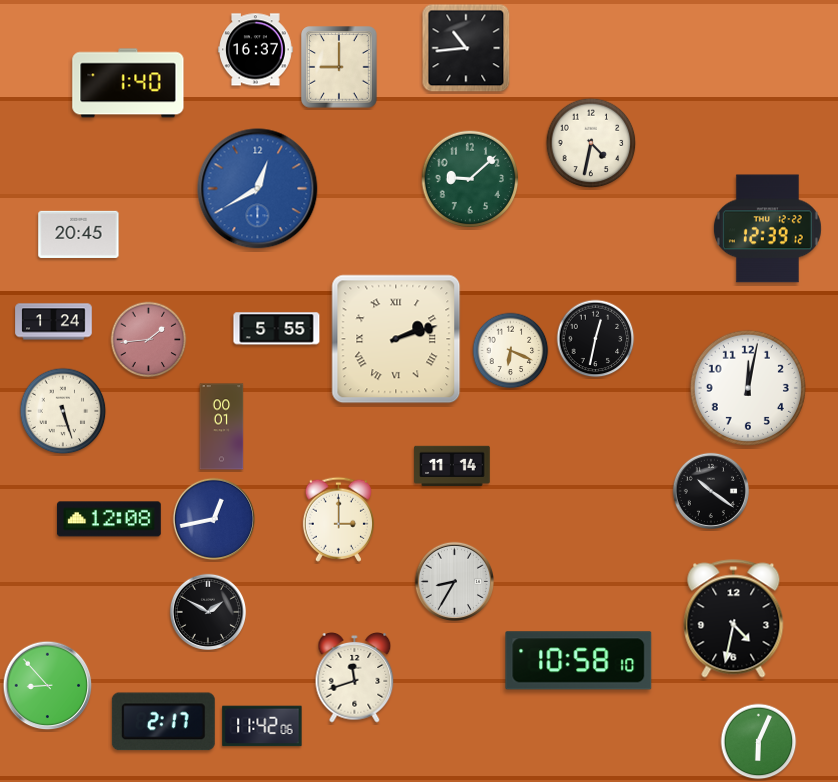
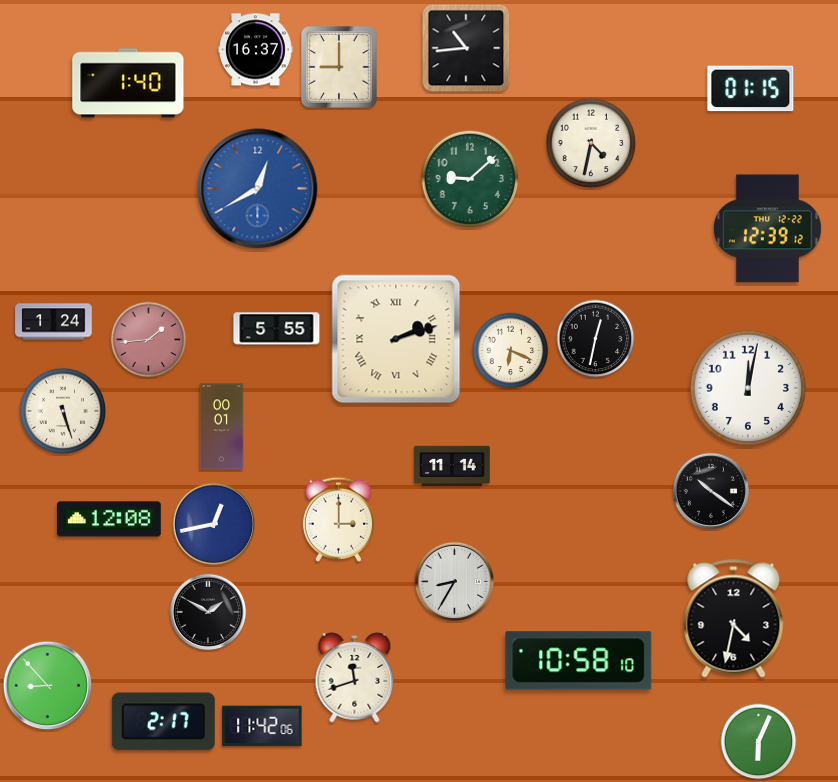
clock at (751, 89): none -> 01:15
clock at (79, 234): 20:45 -> none
clock at (214, 519) position: (214, 519) -> (214, 524)
